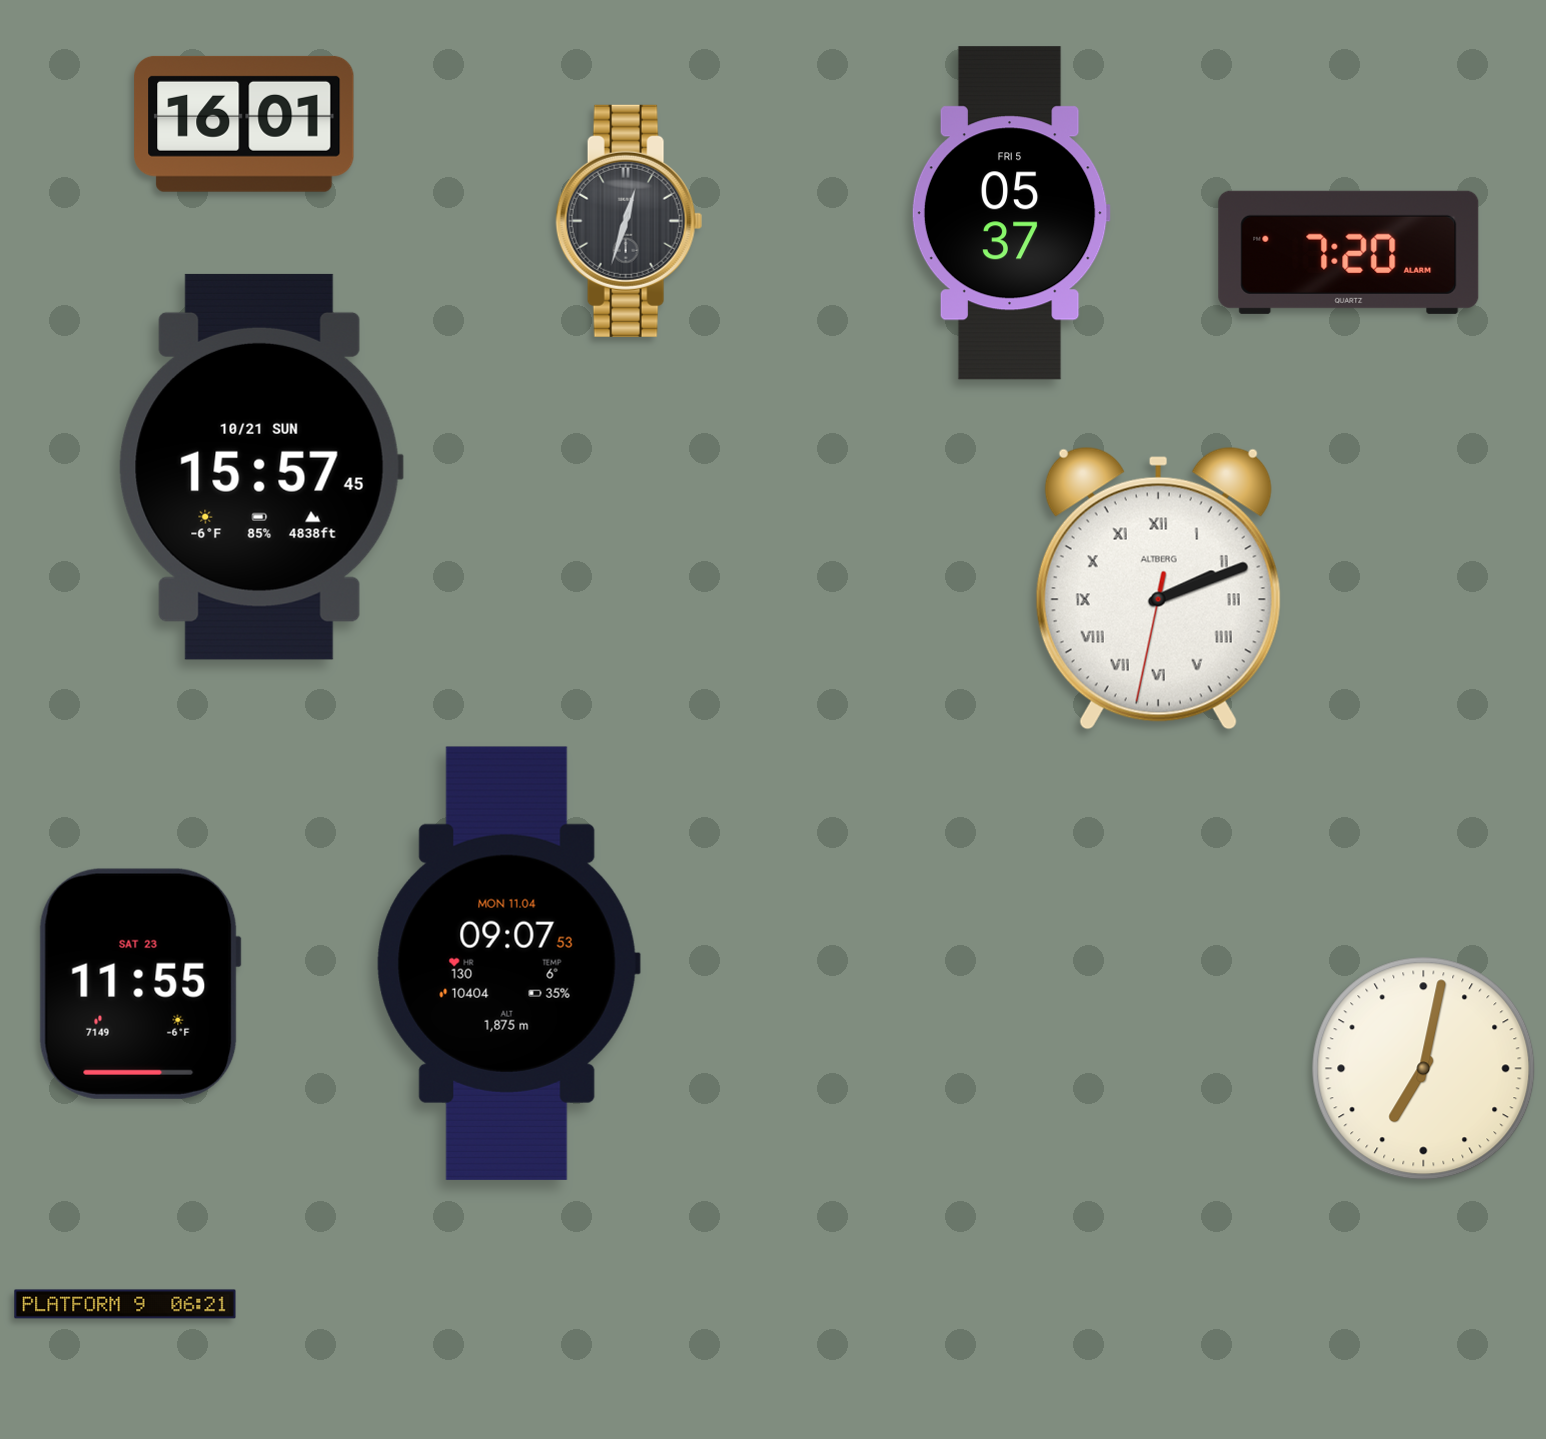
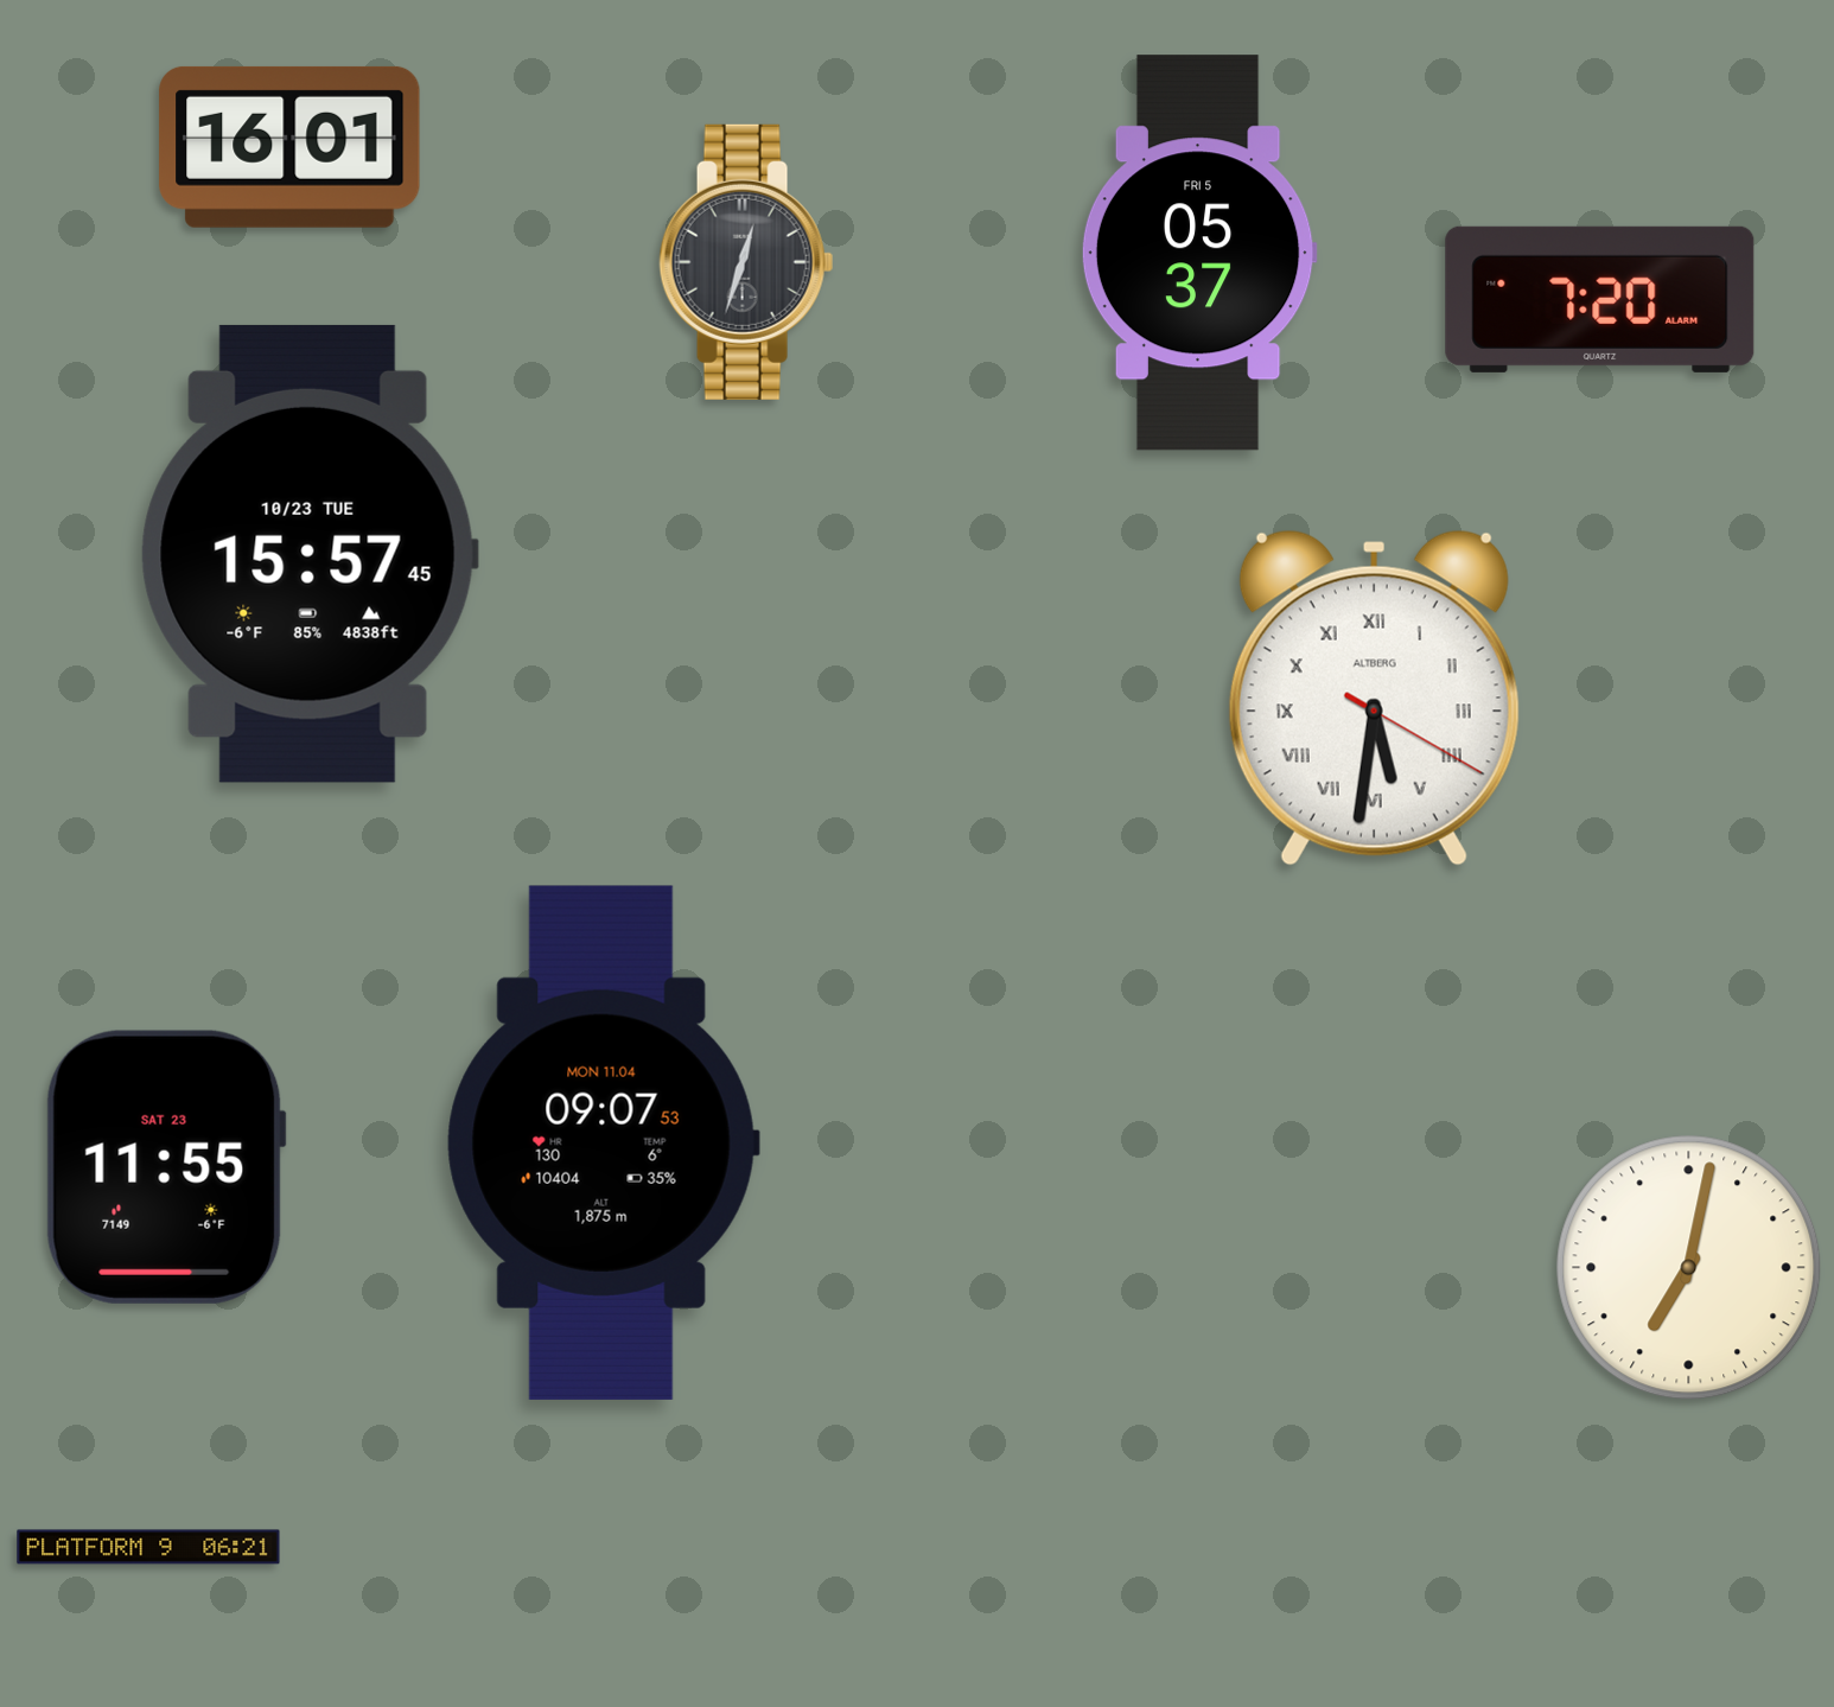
clock at (261, 467) date: 10/21 SUN -> 10/23 TUE
clock at (1158, 588): 2:11 -> 5:31
